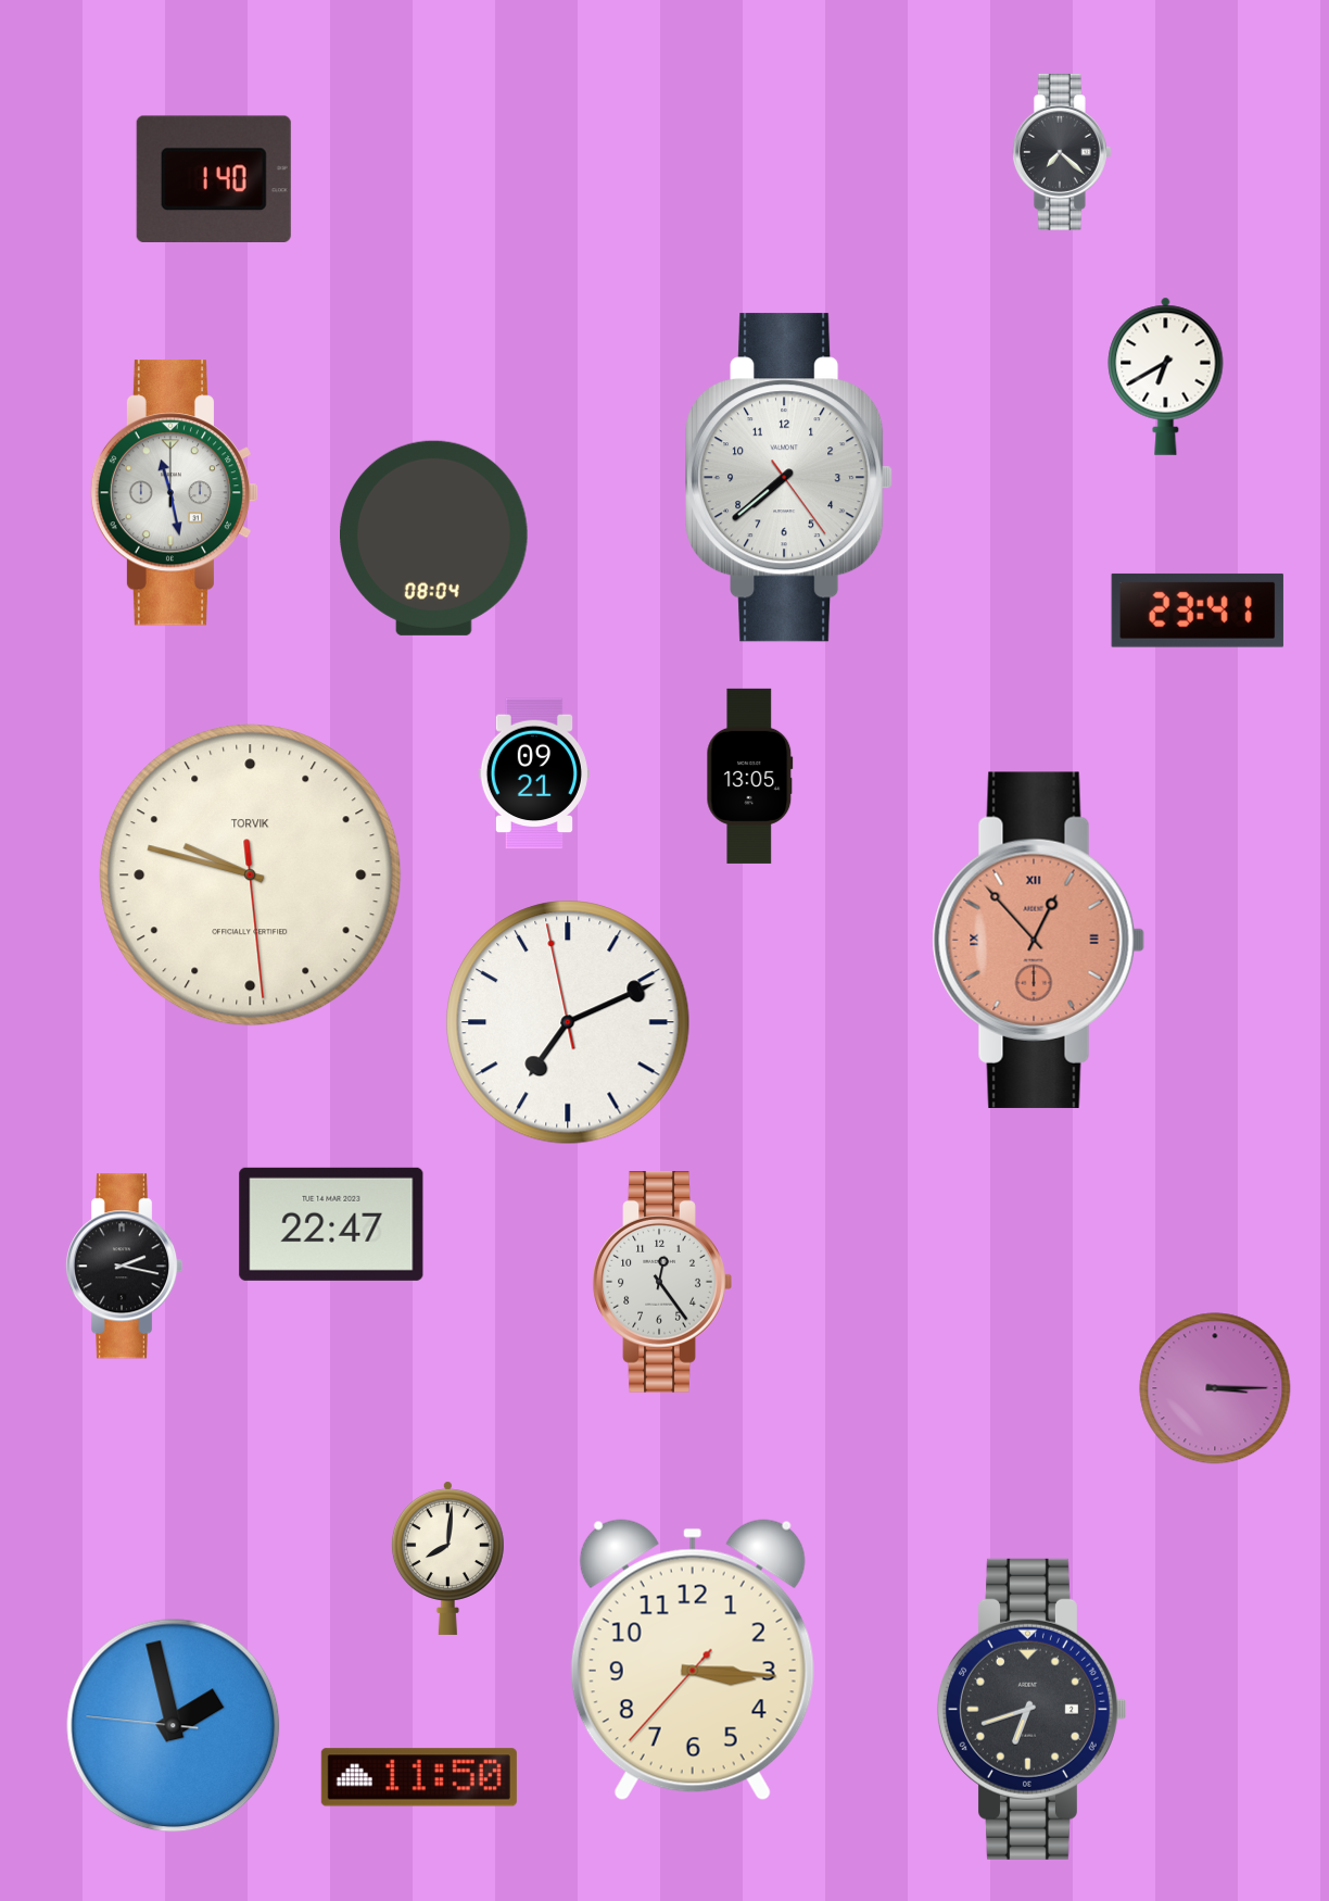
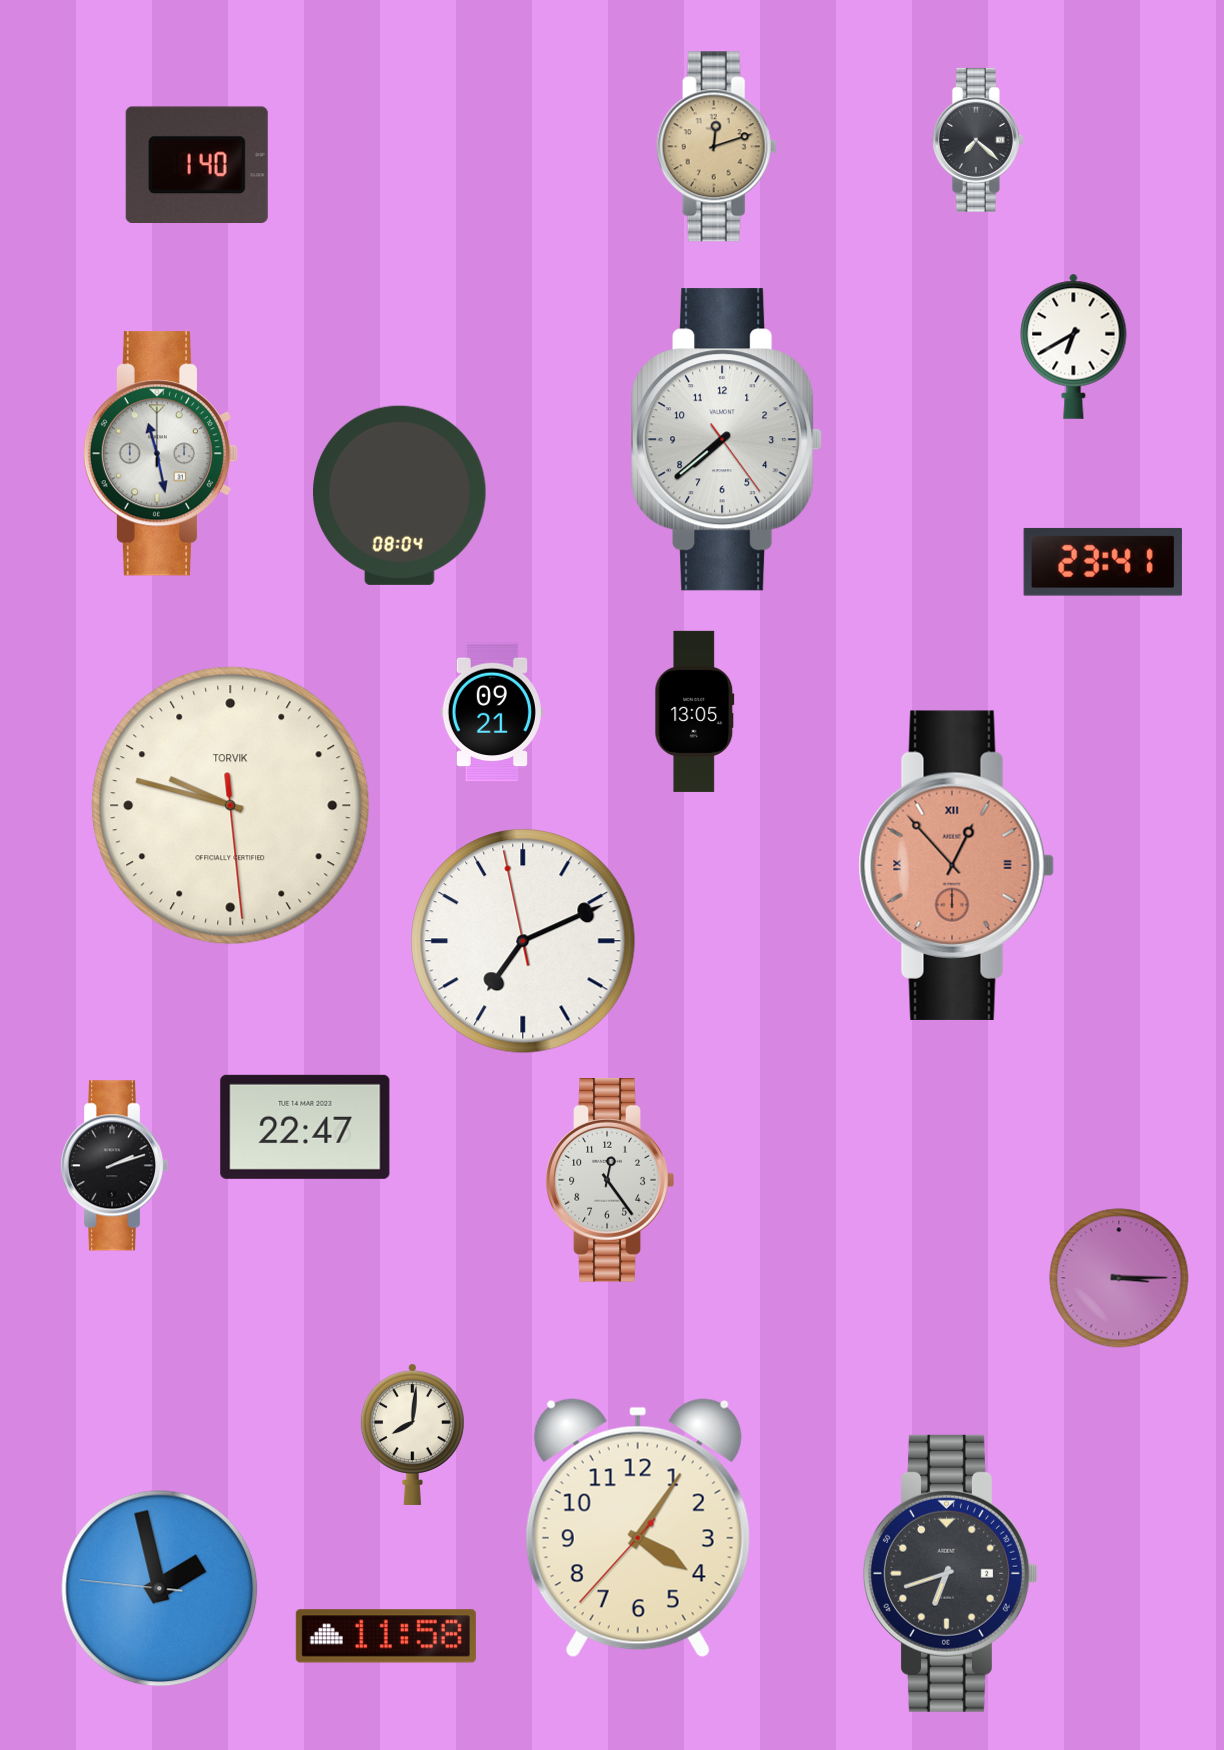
clock at (716, 147): none -> 12:12
clock at (750, 776) position: (750, 776) -> (695, 711)
clock at (124, 1267): 2:17 -> 2:12
clock at (693, 1660): 3:15 -> 4:05
clock at (419, 1777): 11:50 -> 11:58
